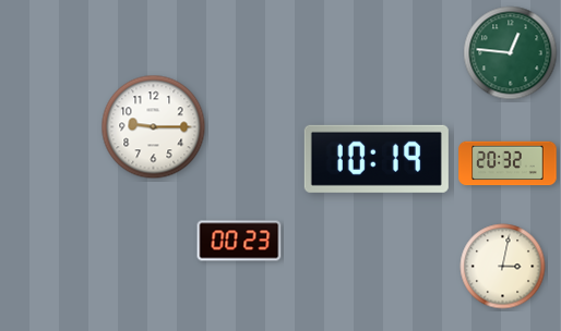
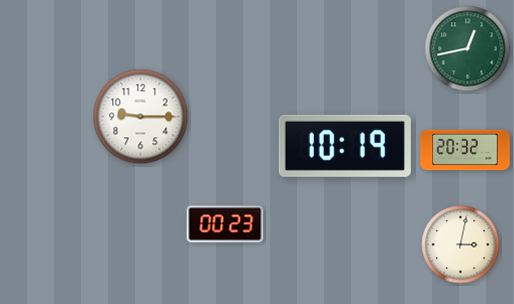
clock at (511, 53): 12:46 -> 12:43
clock at (239, 241) position: (239, 241) -> (225, 224)
